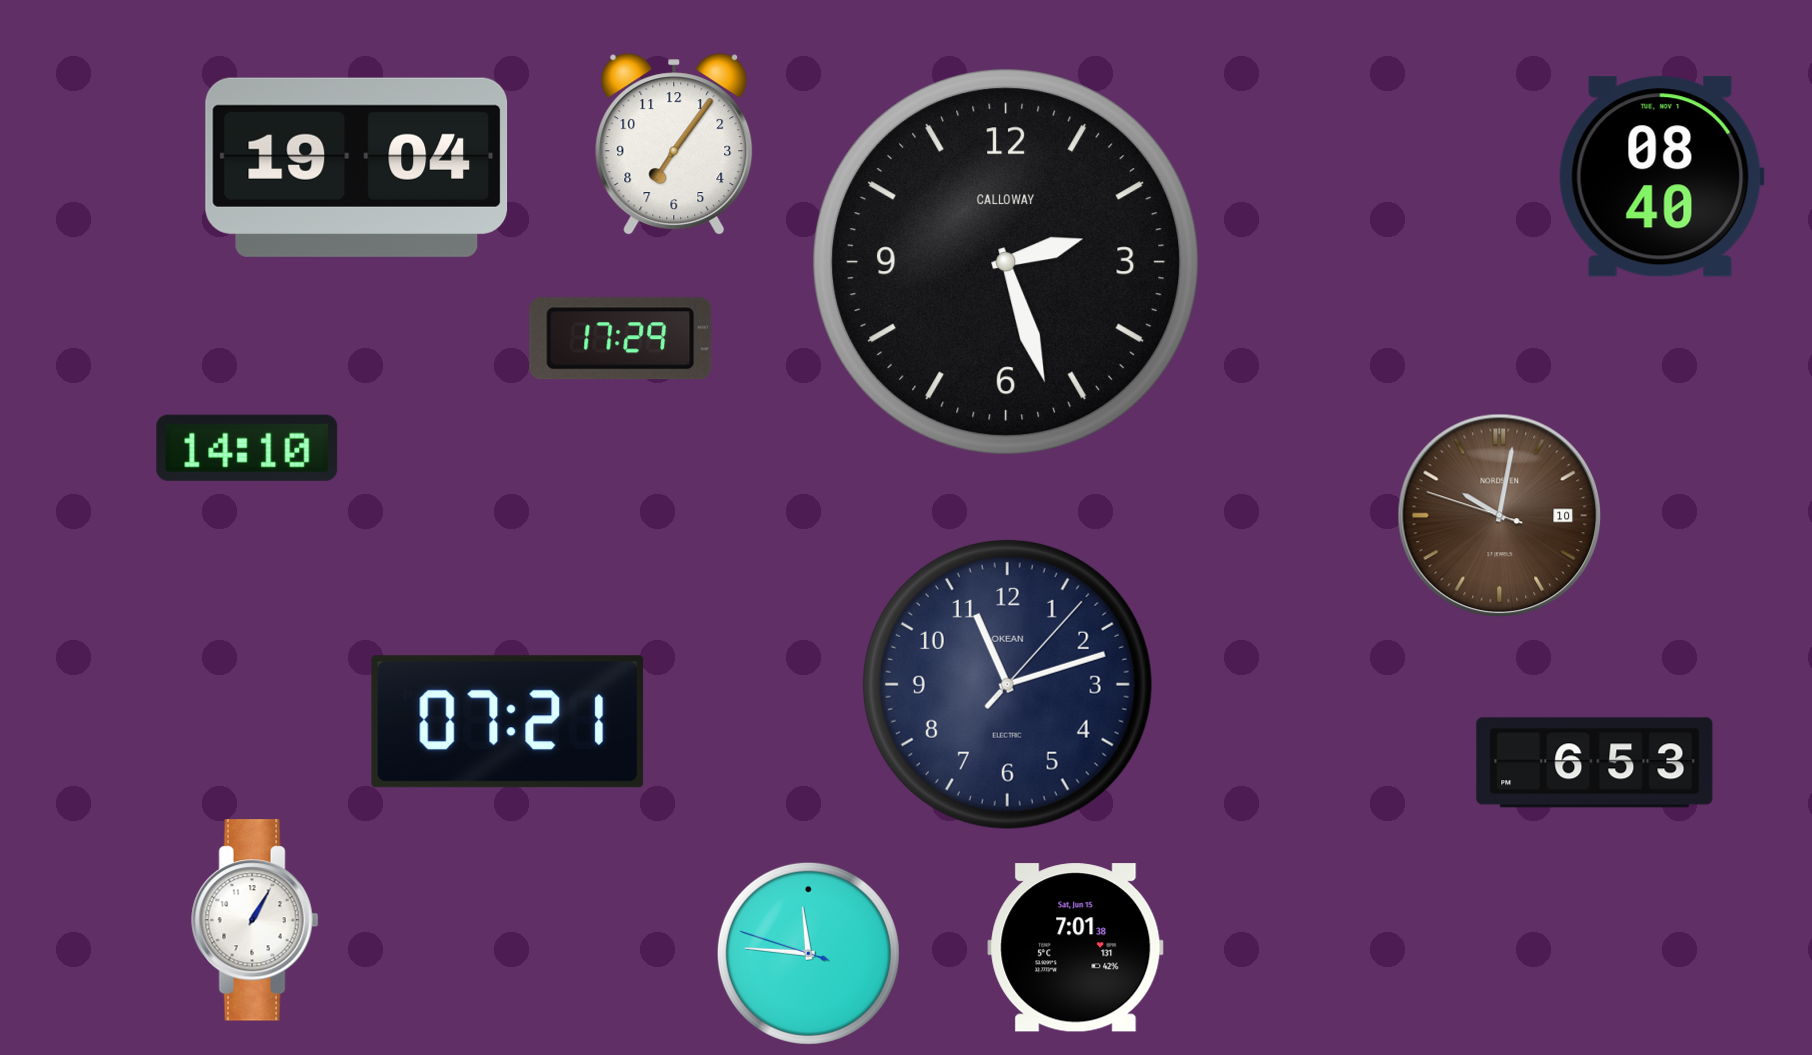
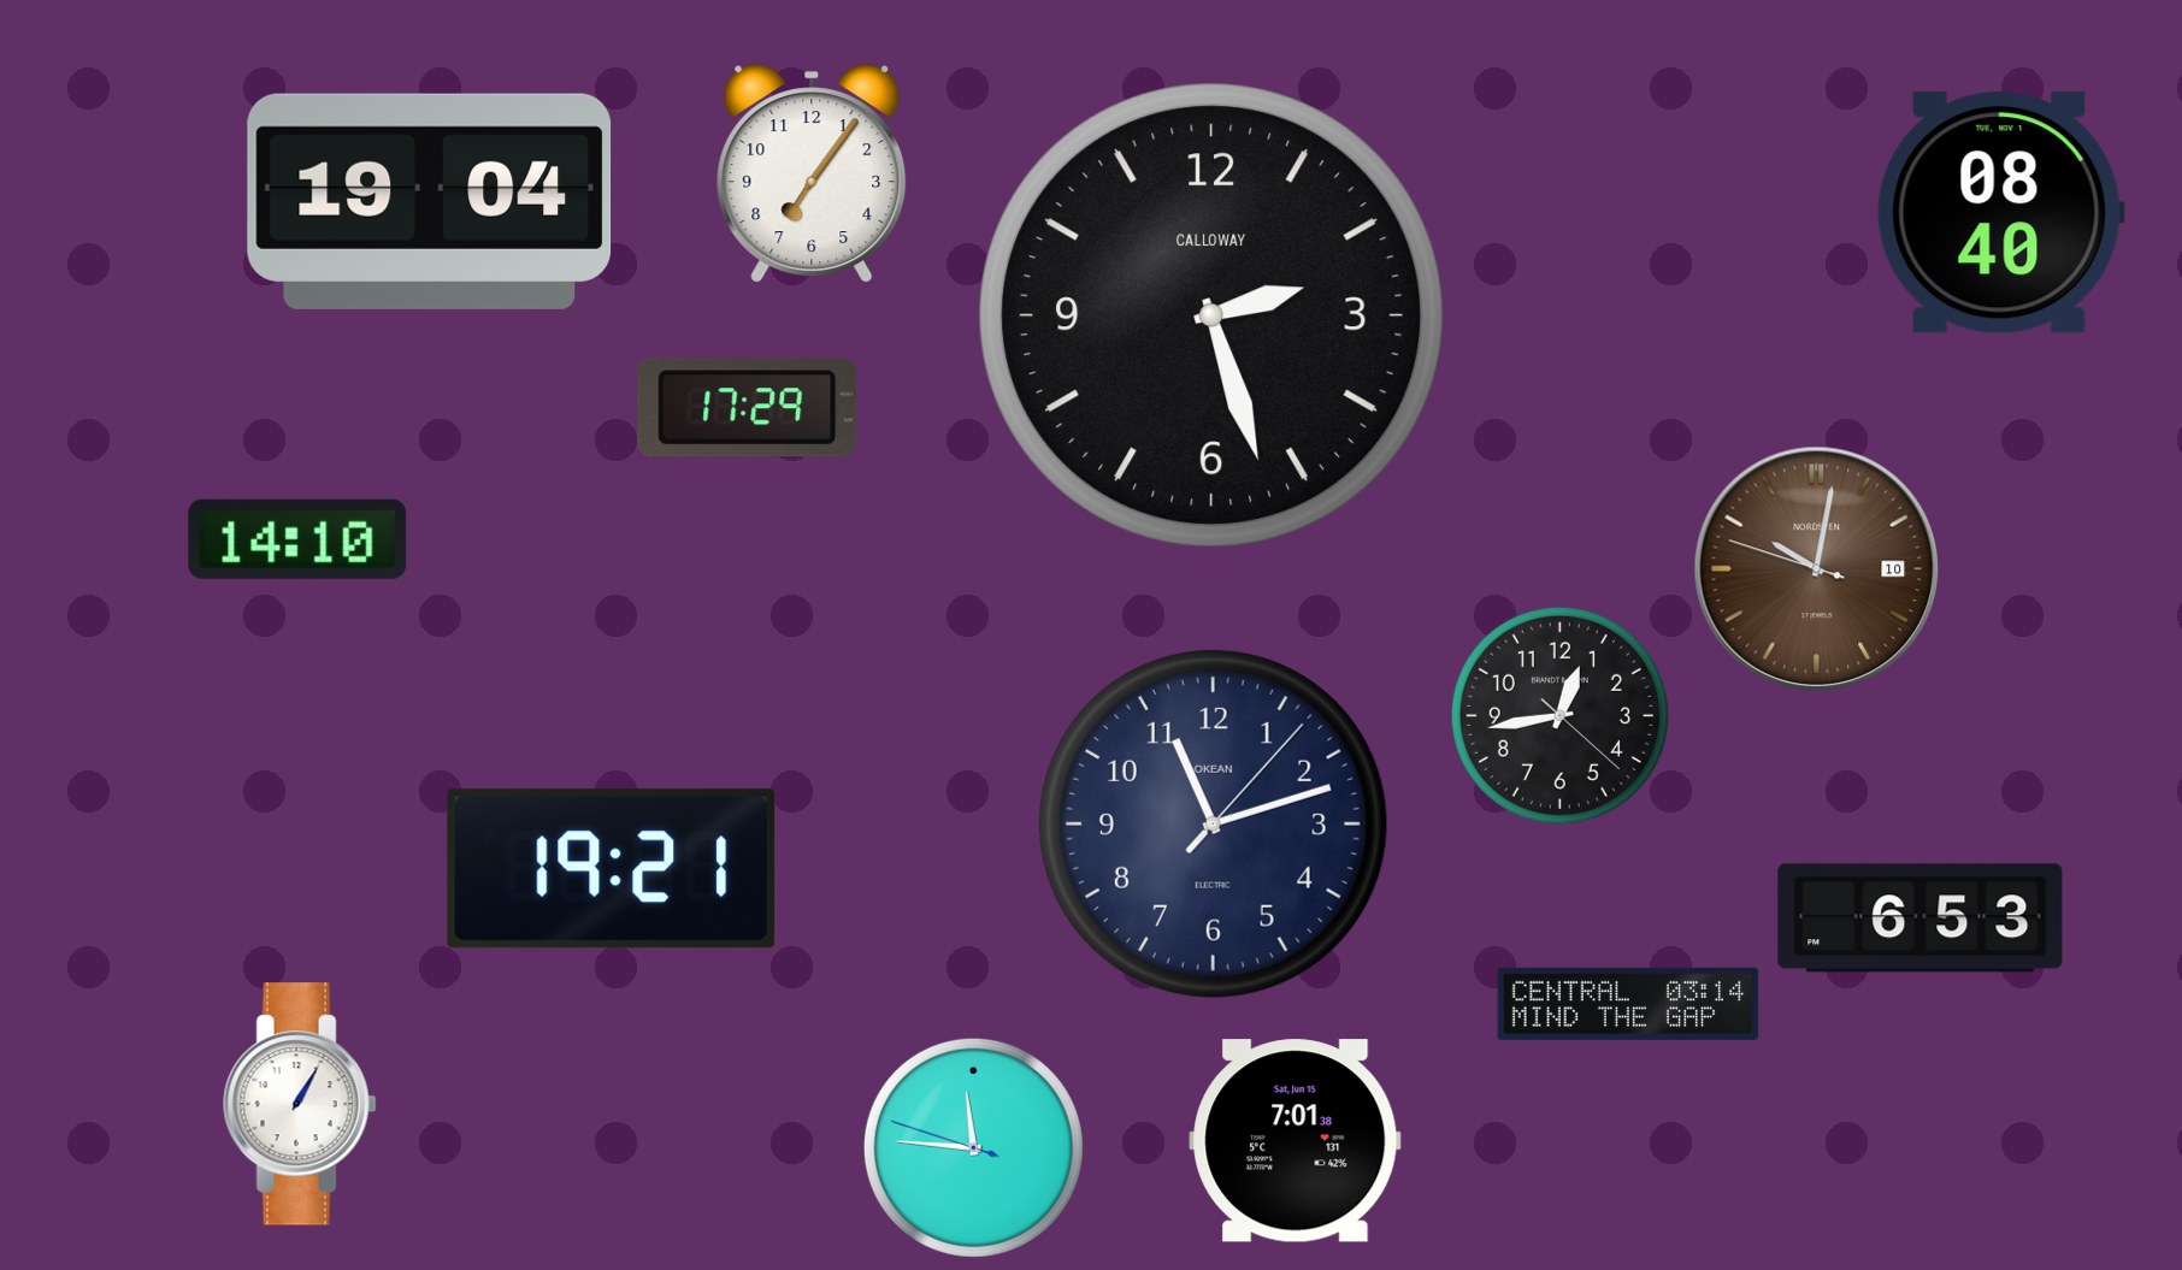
clock at (1500, 516) position: (1500, 516) -> (1817, 569)
clock at (1559, 715): none -> 12:43
clock at (508, 722): 07:21 -> 19:21
clock at (1628, 1004): none -> 03:14
clock at (255, 920) position: (255, 920) -> (300, 1104)
